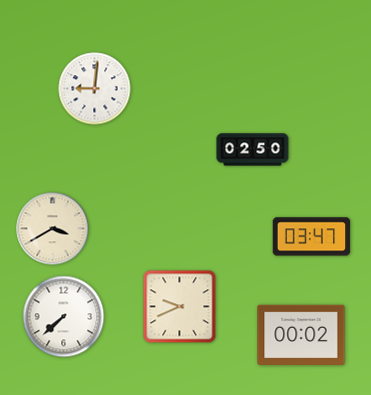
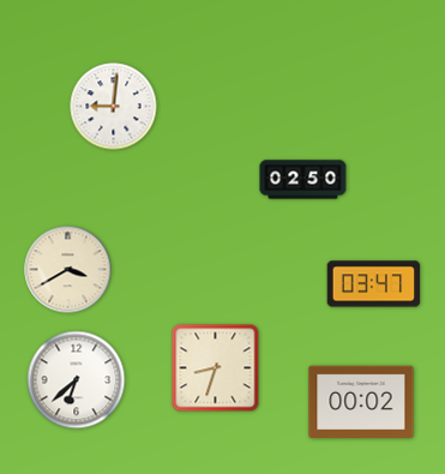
clock at (53, 229) position: (53, 229) -> (68, 270)
clock at (180, 307): 9:41 -> 8:33
clock at (64, 317): 7:38 -> 6:38
